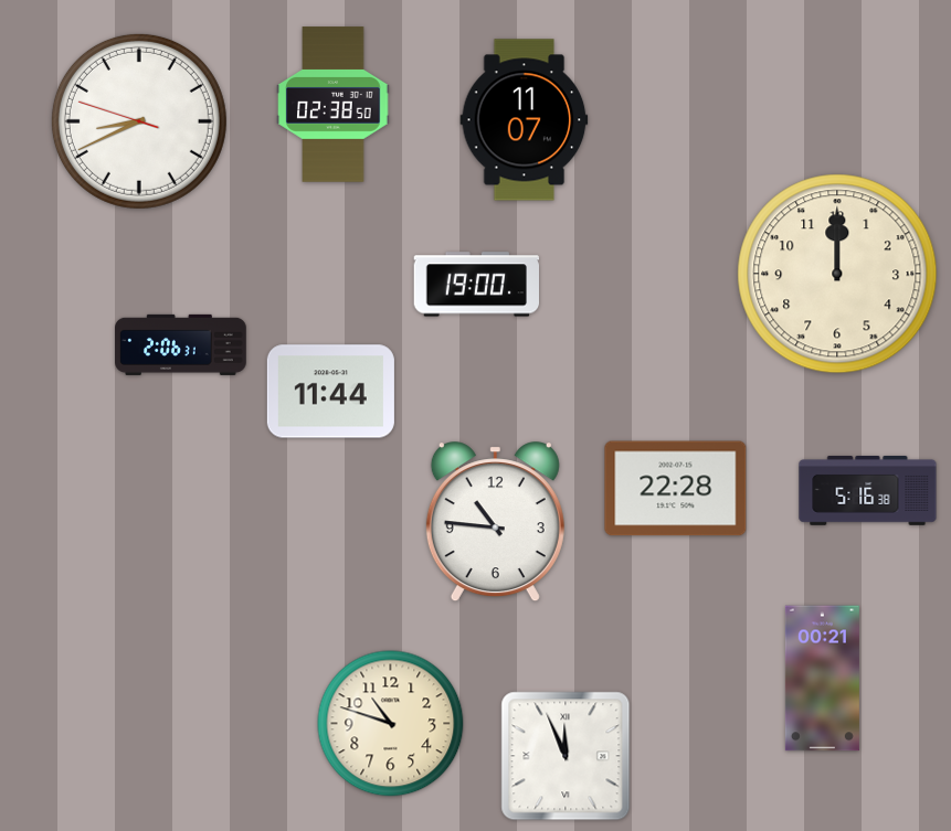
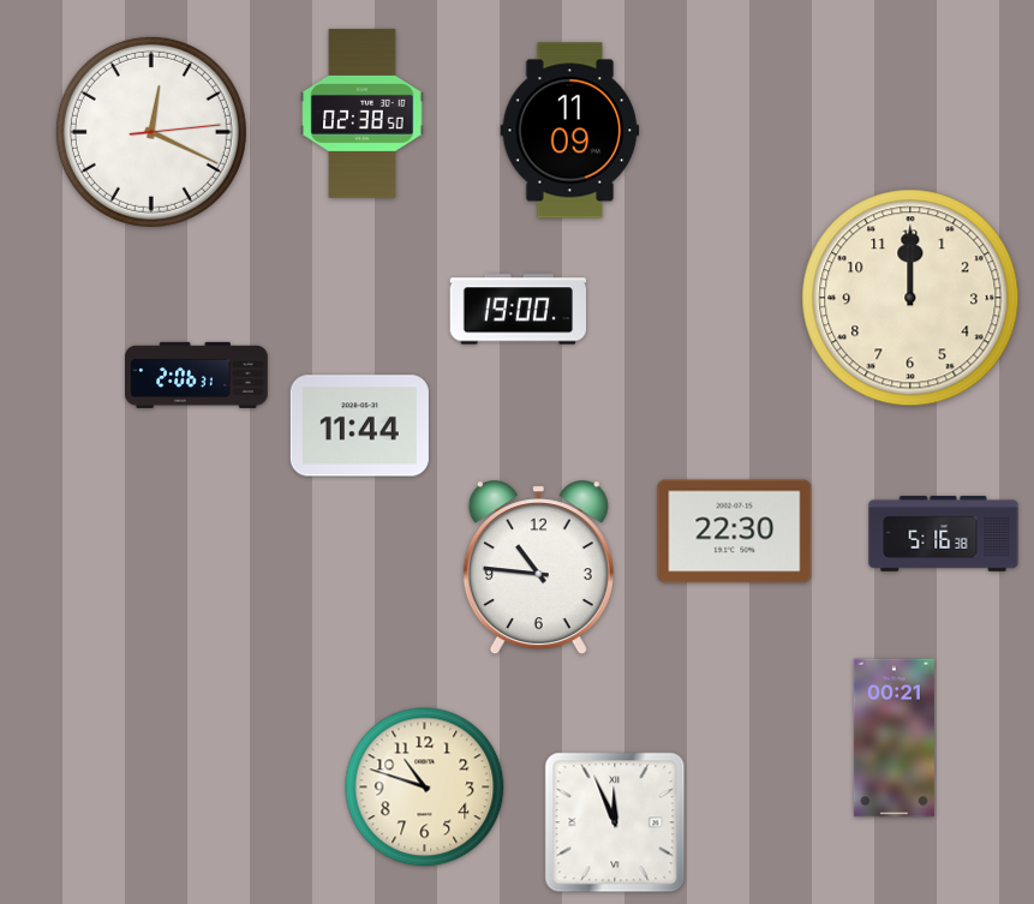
clock at (525, 120): 11:07 -> 11:09
clock at (139, 121): 8:40 -> 12:19
clock at (676, 489): 22:28 -> 22:30
